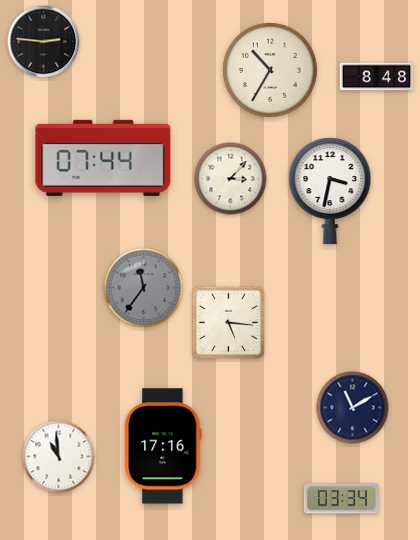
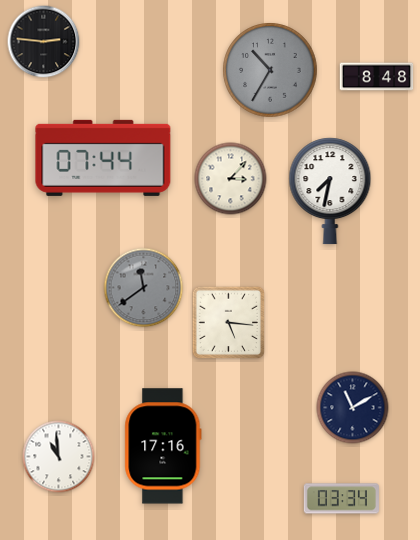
clock at (270, 70) dial: cream -> grey
clock at (330, 191): 3:32 -> 7:32
clock at (144, 288): 11:36 -> 11:39
